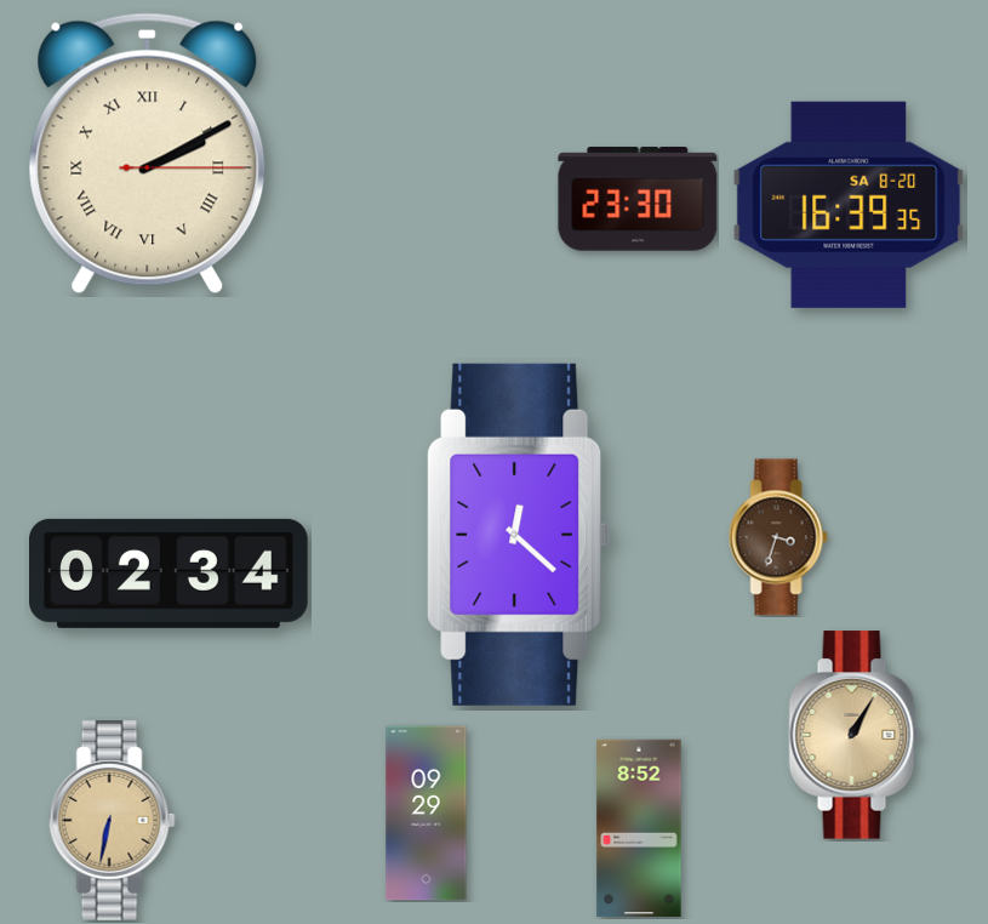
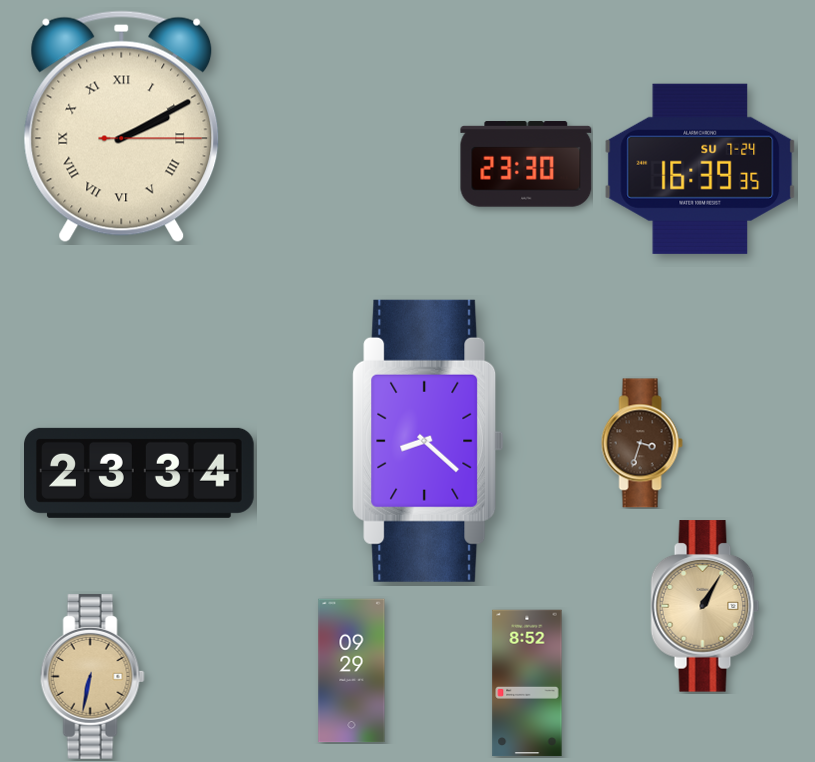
clock at (849, 205) date: SA 8-20 -> SU 7-24
clock at (519, 535): 12:22 -> 8:22
clock at (170, 574): 02:34 -> 23:34
